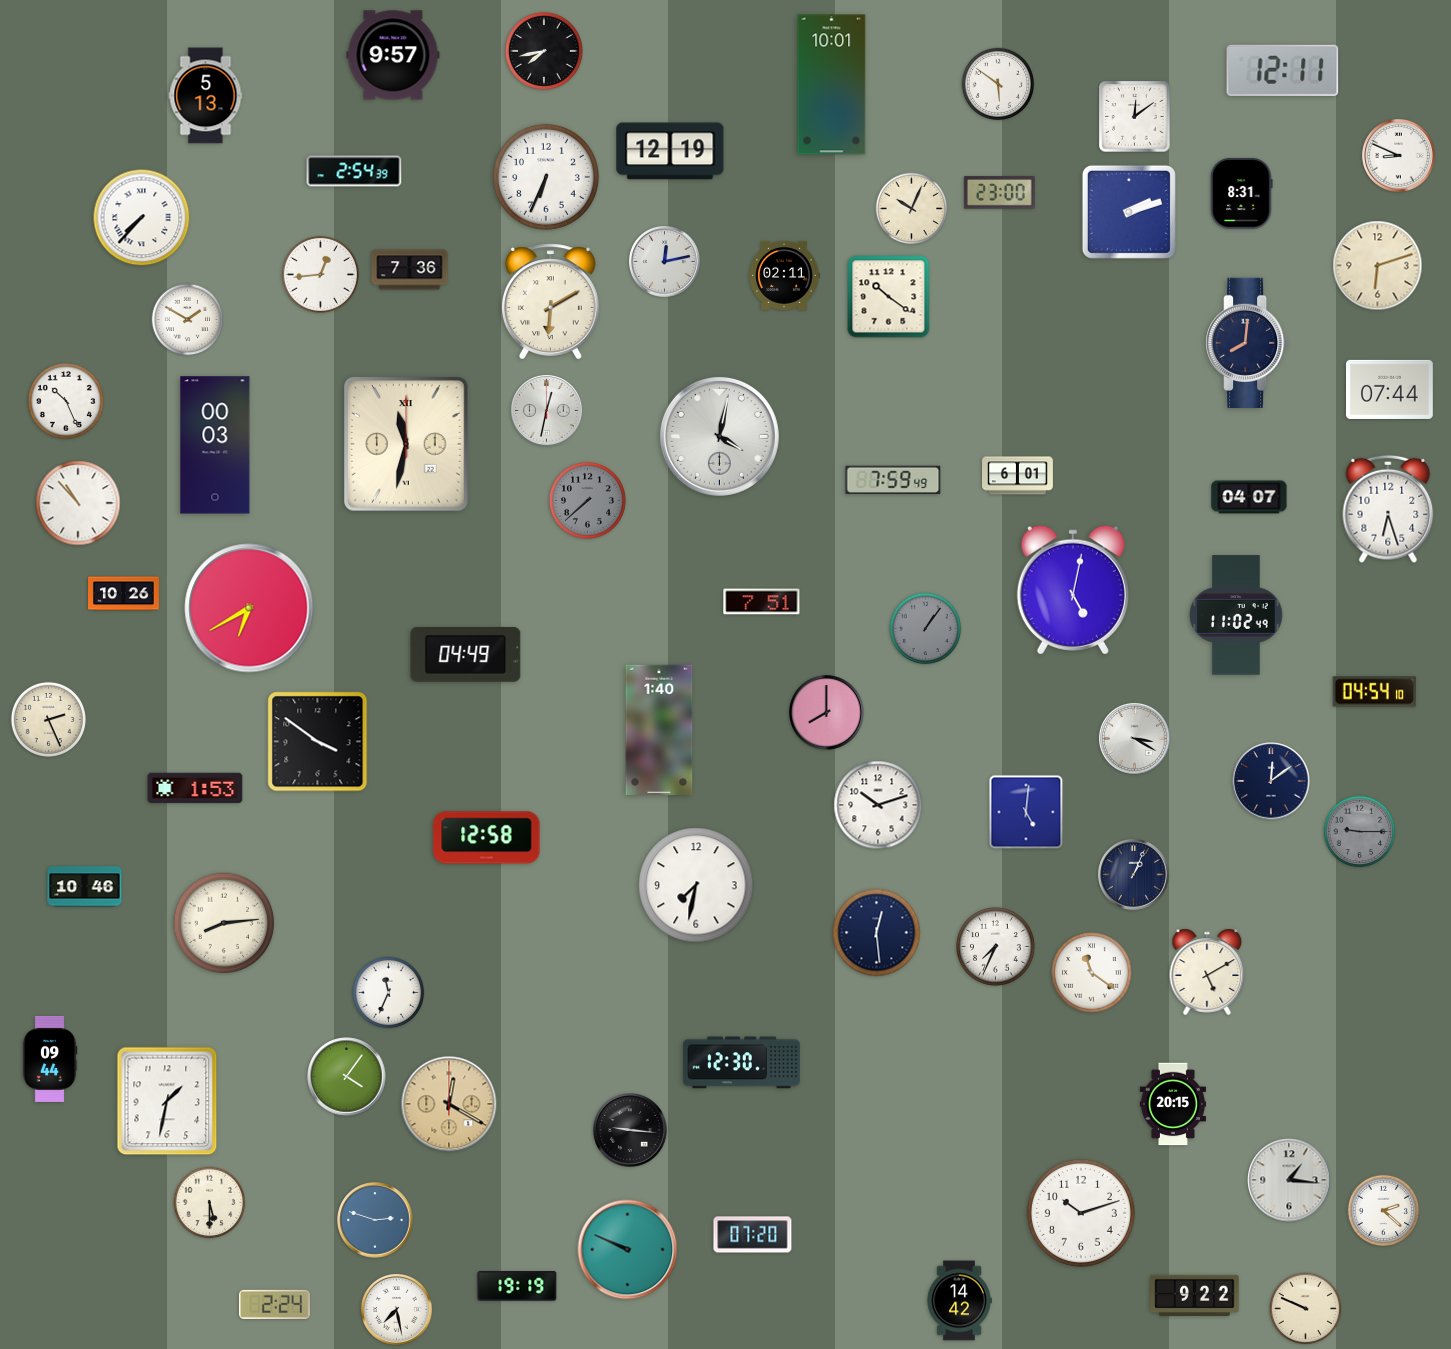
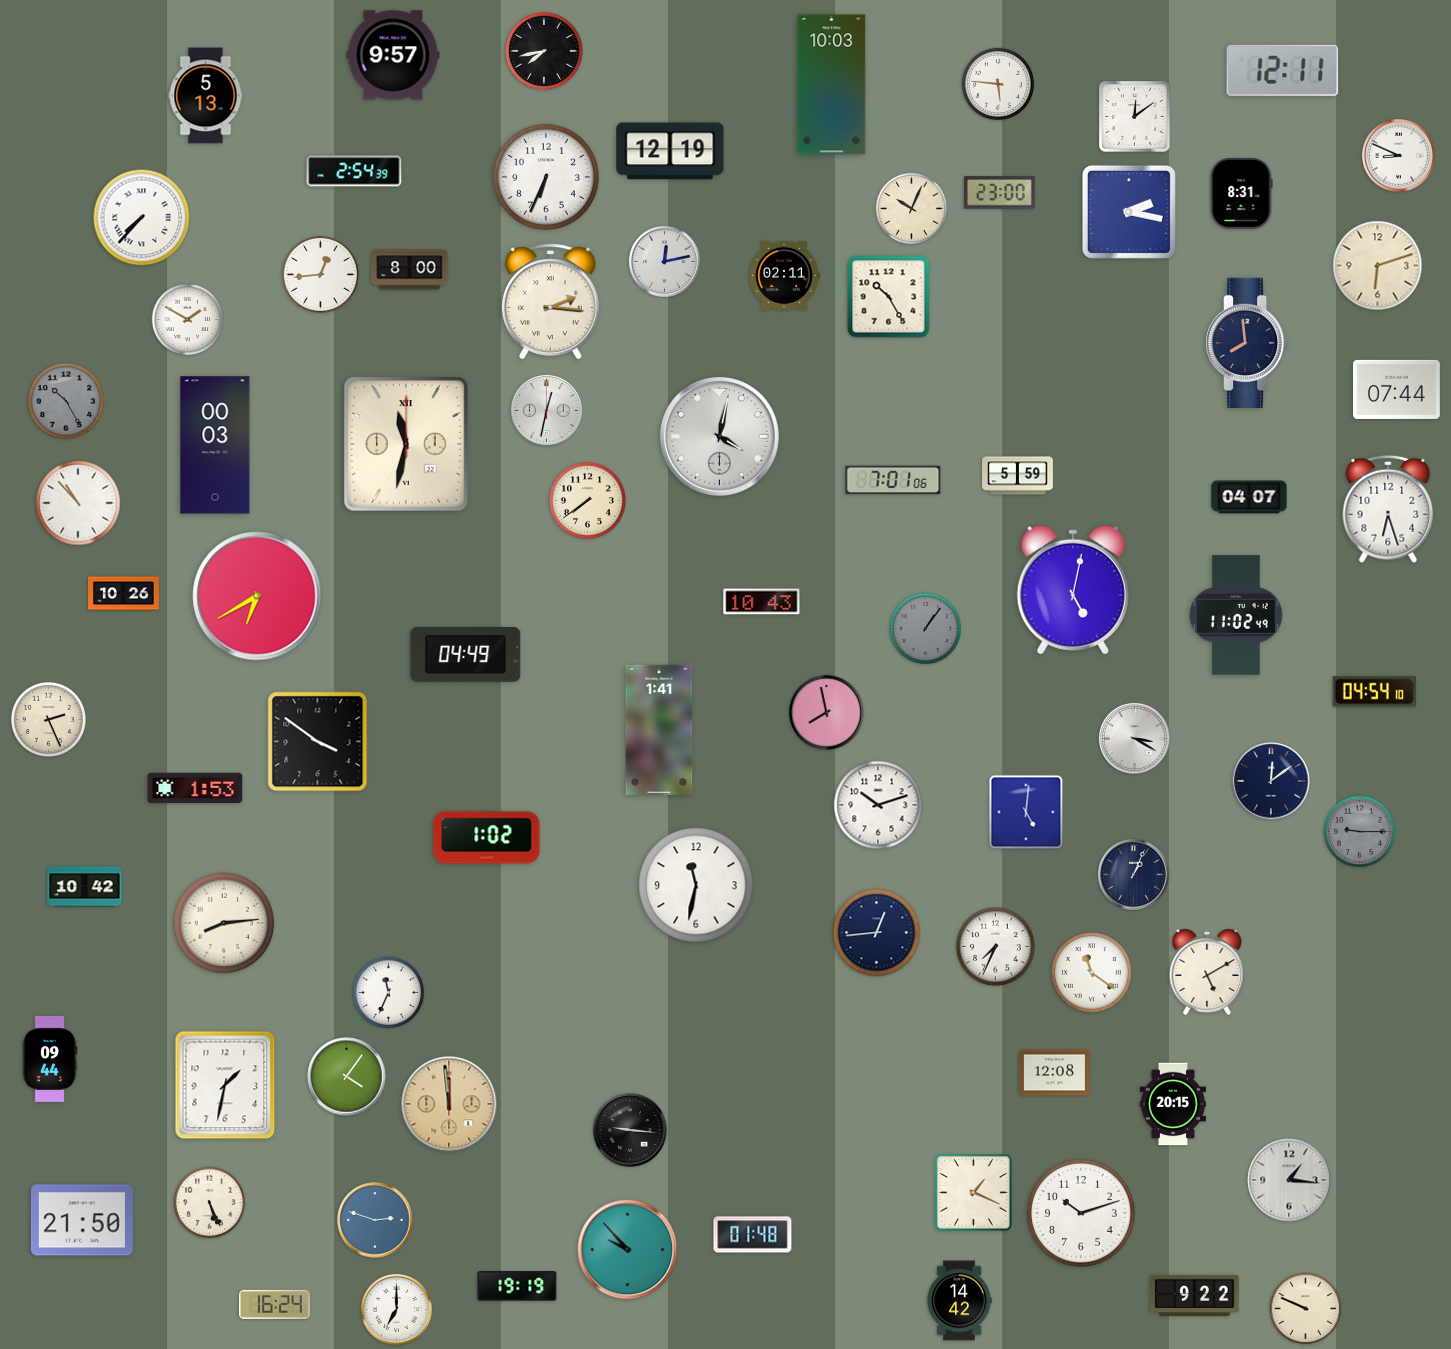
clock at (998, 84): 5:51 -> 5:46
clock at (832, 85): 10:01 -> 10:03
clock at (1129, 212): 2:12 -> 2:17
clock at (410, 270): 7:36 -> 8:00
clock at (889, 297): 10:21 -> 10:25
clock at (550, 302): 6:10 -> 2:16
clock at (1247, 342): 8:01 -> 7:59
clock at (1390, 389) position: (1390, 389) -> (1397, 389)
clock at (66, 401): 10:26 -> 10:25
clock at (66, 401) dial: white -> grey
clock at (1018, 476): 6:01 -> 5:59
clock at (893, 480): 7:59 -> 7:01
clock at (587, 500): 7:38 -> 7:39
clock at (587, 500) dial: grey -> cream
clock at (762, 602): 7:51 -> 10:43
clock at (249, 608) position: (249, 608) -> (257, 596)
clock at (827, 713): 8:00 -> 7:58
clock at (659, 729): 1:40 -> 1:41
clock at (487, 838): 12:58 -> 1:02
clock at (696, 885): 7:32 -> 11:32
clock at (85, 887): 10:46 -> 10:42
clock at (877, 933): 12:29 -> 12:44
clock at (741, 1063): 12:30 -> none
clock at (1055, 1073): none -> 12:08
clock at (167, 1101) position: (167, 1101) -> (225, 1085)
clock at (449, 1104): 12:20 -> 11:59
clock at (974, 1193): none -> 1:19
clock at (210, 1203): 5:30 -> 5:26
clock at (1384, 1211): 2:22 -> none
clock at (82, 1220): none -> 21:50
clock at (753, 1235): 07:20 -> 01:48
clock at (628, 1250): 9:49 -> 9:53
clock at (274, 1304): 2:24 -> 16:24
clock at (396, 1309): 7:28 -> 7:00
